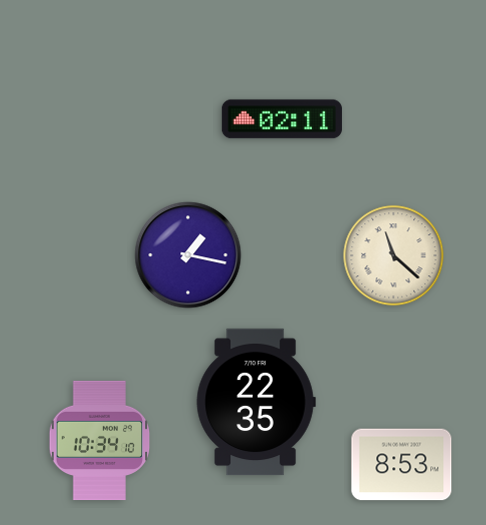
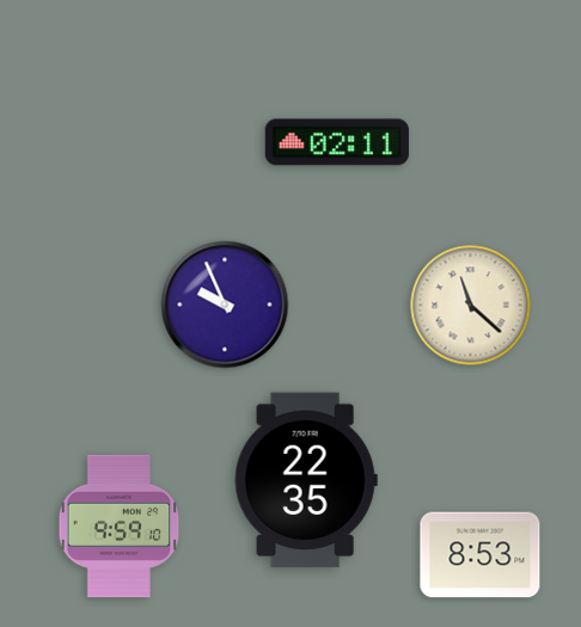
clock at (188, 255): 1:17 -> 9:56
clock at (100, 441): 10:34 -> 9:59
